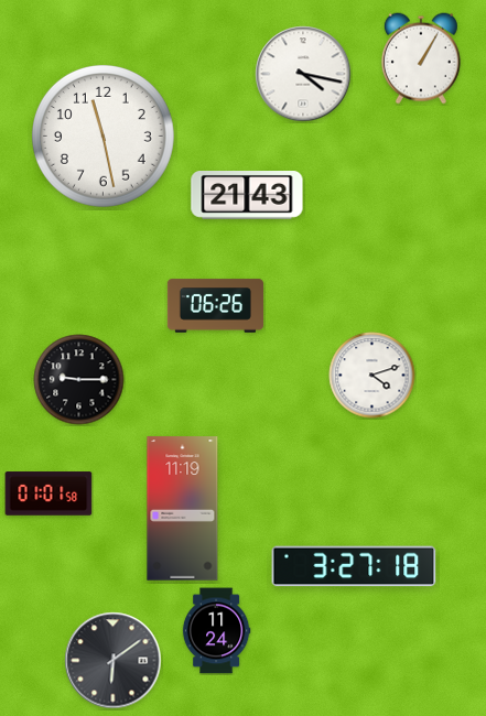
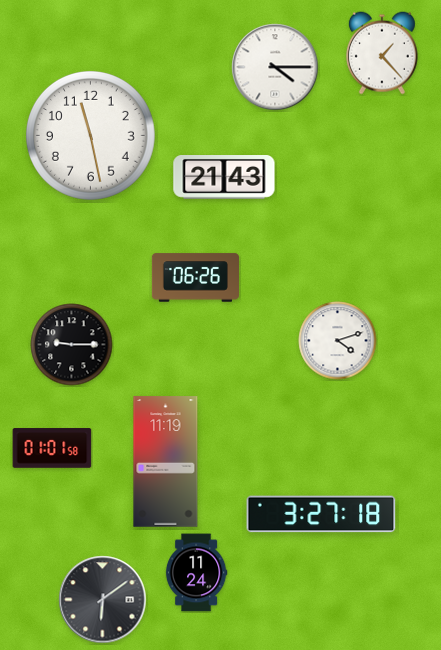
clock at (421, 58): 1:05 -> 1:23
clock at (303, 74): 4:17 -> 4:15
clock at (102, 135) position: (102, 135) -> (90, 135)
clock at (48, 493) position: (48, 493) -> (52, 448)
